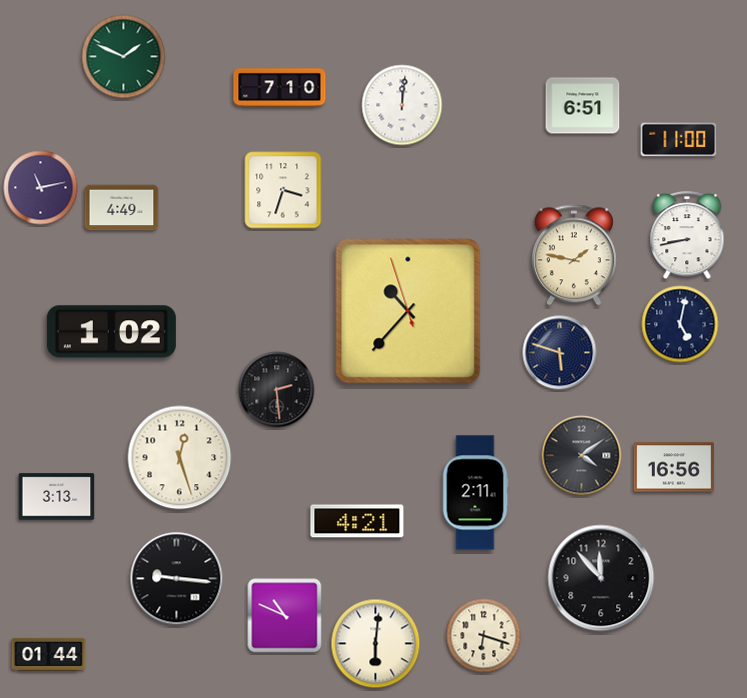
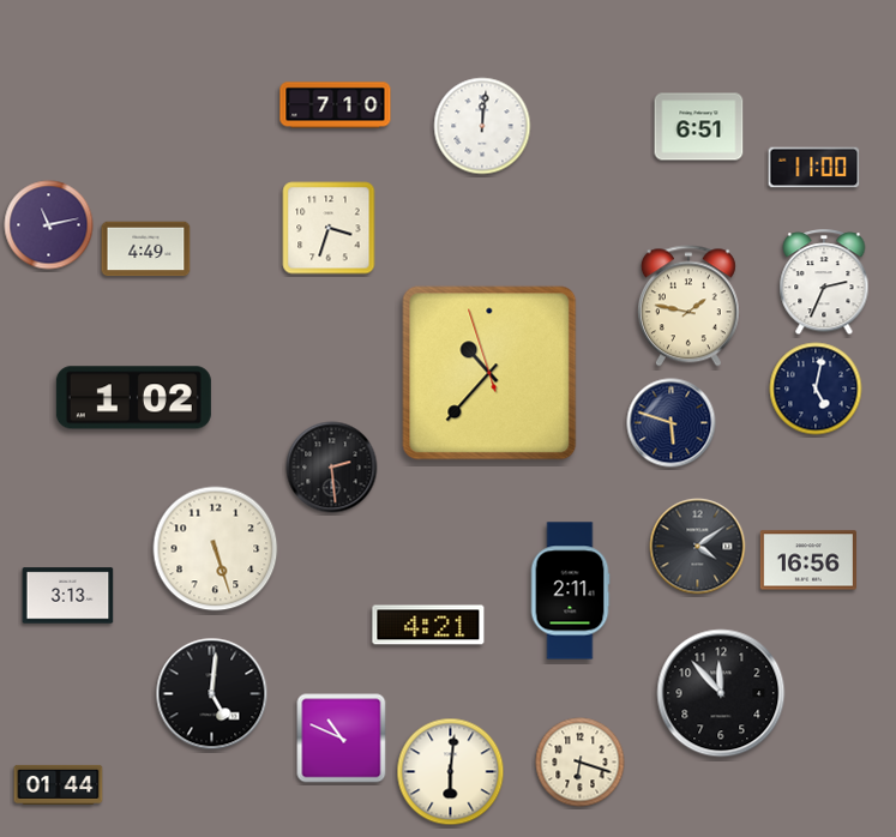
clock at (124, 57): 1:49 -> none
clock at (283, 190) position: (283, 190) -> (329, 228)
clock at (687, 236): 8:43 -> 2:34
clock at (180, 458): 12:27 -> 5:27
clock at (177, 579): 9:16 -> 5:01
